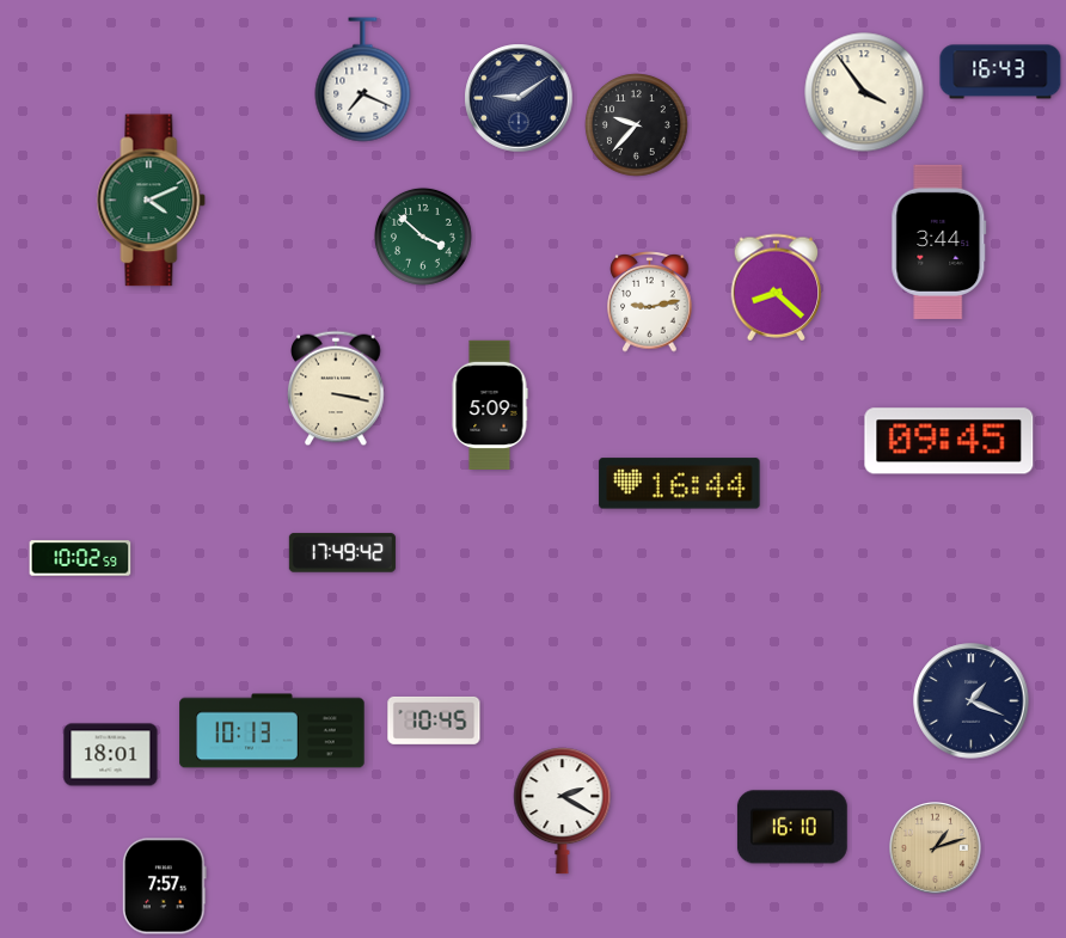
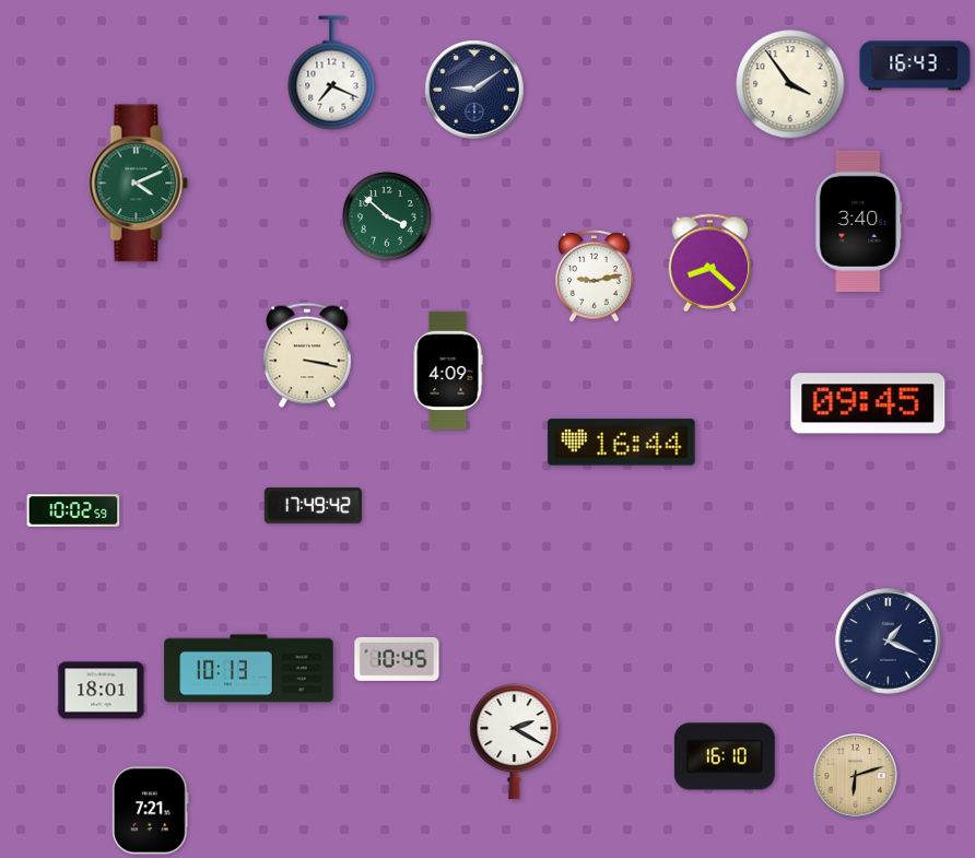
clock at (637, 125): 9:37 -> none
clock at (939, 241): 3:44 -> 3:40
clock at (490, 404): 5:09 -> 4:09
clock at (936, 848): 1:12 -> 6:12
clock at (165, 887): 7:57 -> 7:21
